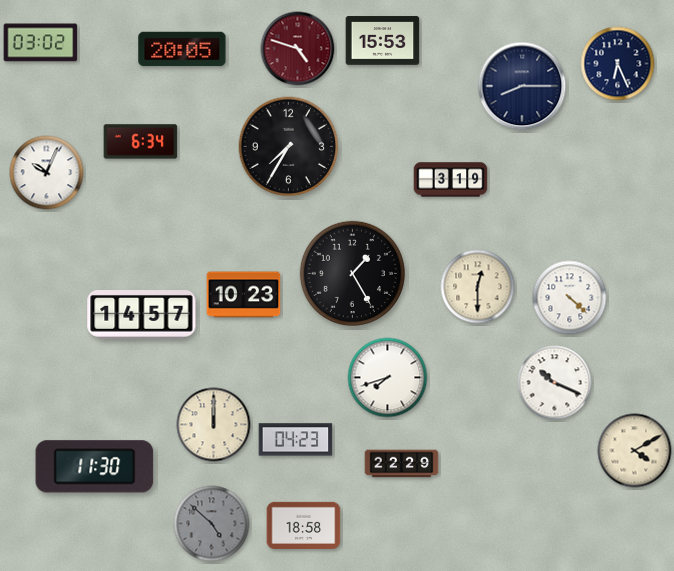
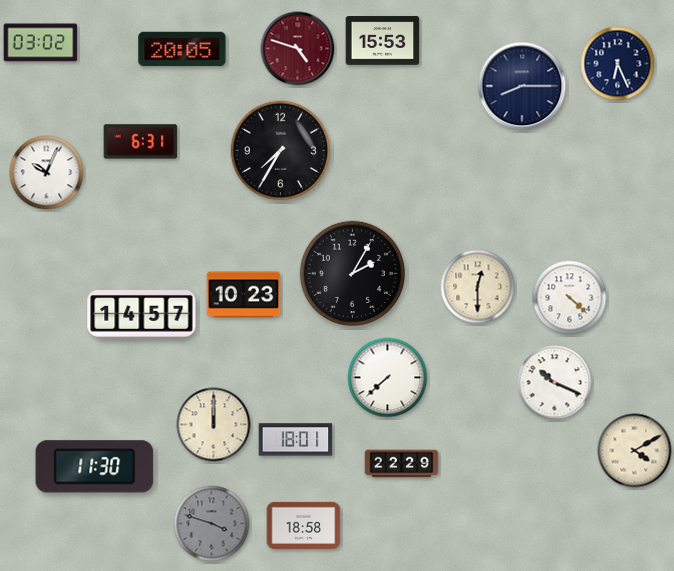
clock at (141, 142): 6:34 -> 6:31
clock at (289, 147) position: (289, 147) -> (281, 151)
clock at (451, 180): 3:19 -> none
clock at (352, 273): 1:25 -> 2:05
clock at (388, 378): 7:42 -> 7:38
clock at (296, 440): 04:23 -> 18:01
clock at (212, 524): 4:52 -> 3:48
